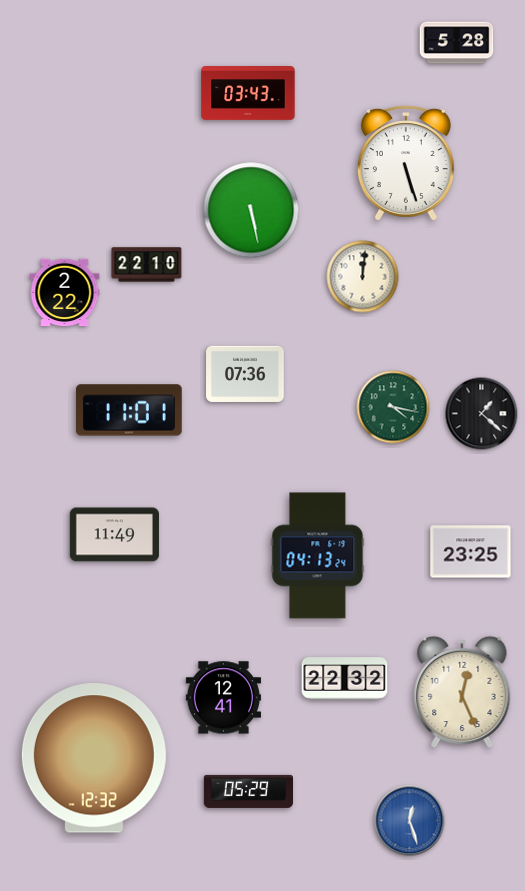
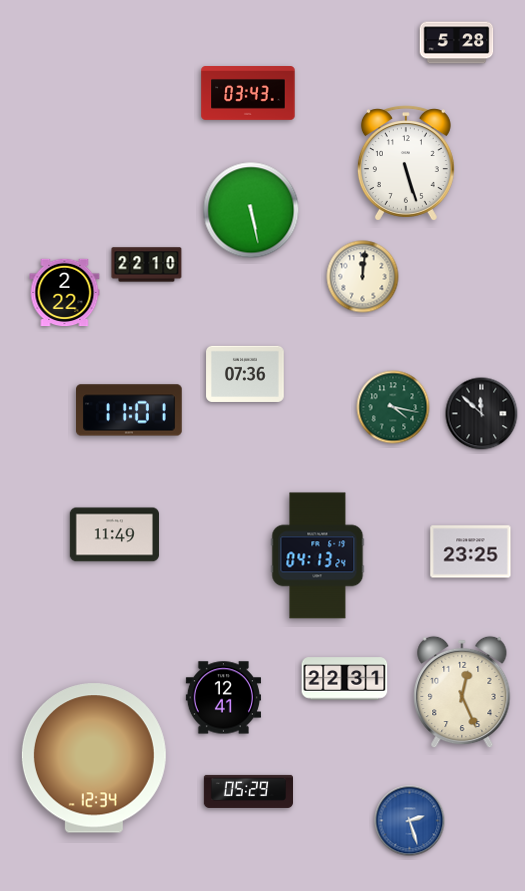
clock at (482, 414): 1:22 -> 11:52
clock at (345, 679): 22:32 -> 22:31
clock at (94, 758): 12:32 -> 12:34
clock at (410, 821): 12:27 -> 2:27
